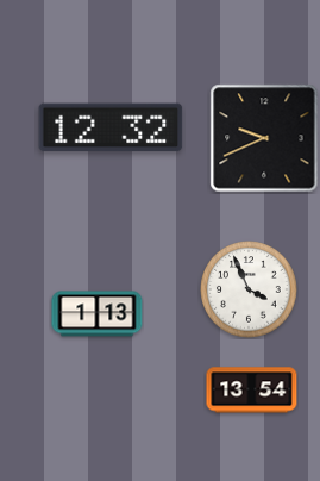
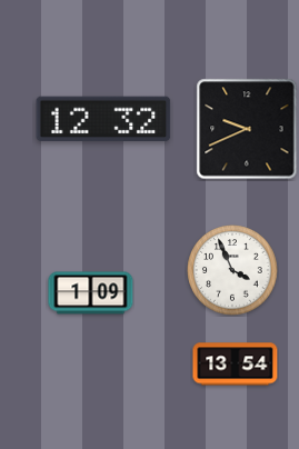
clock at (98, 314): 1:13 -> 1:09
